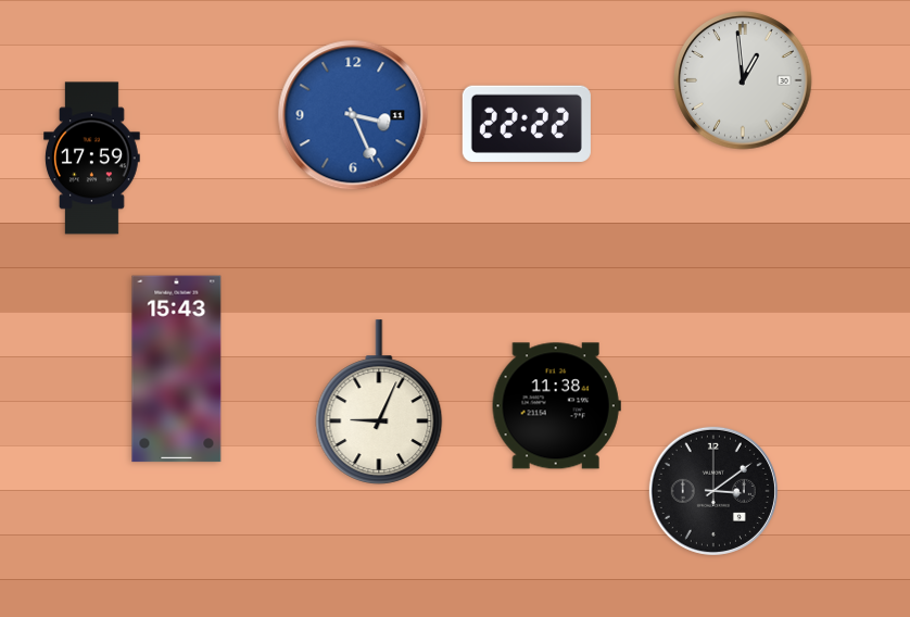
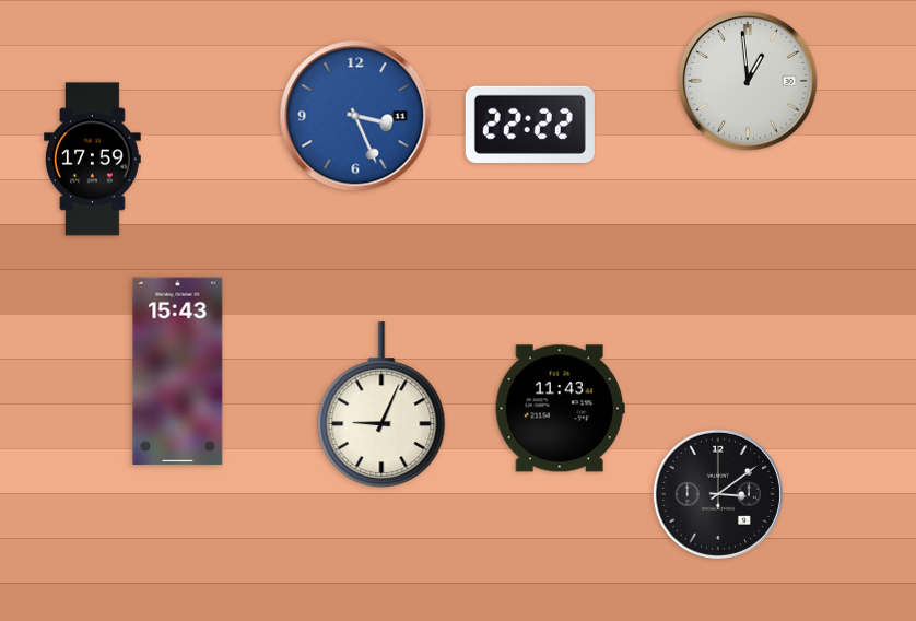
clock at (556, 406): 11:38 -> 11:43
